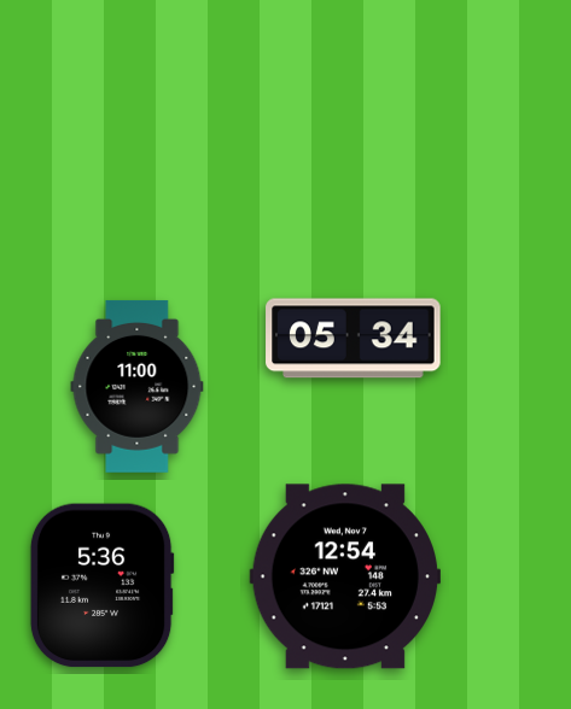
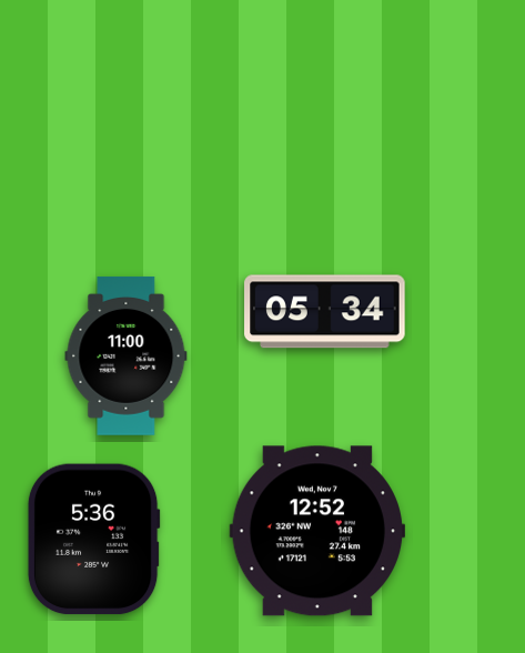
clock at (344, 576): 12:54 -> 12:52
